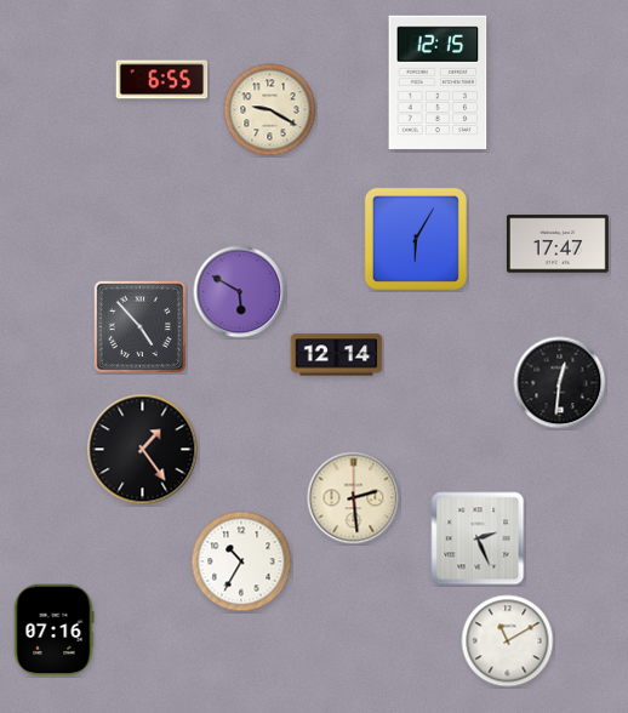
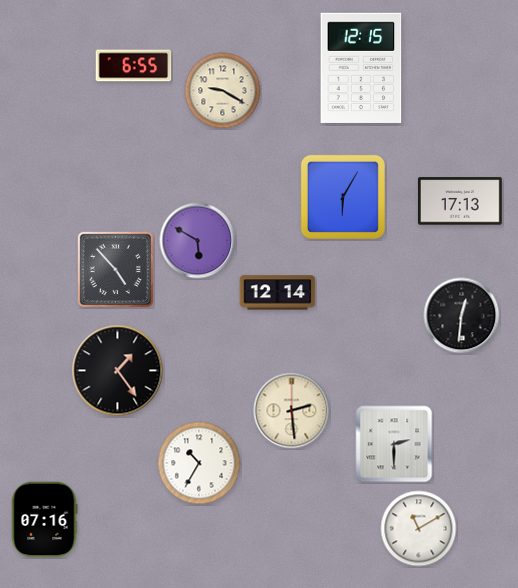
clock at (558, 244): 17:47 -> 17:13
clock at (478, 538): 2:26 -> 2:30
